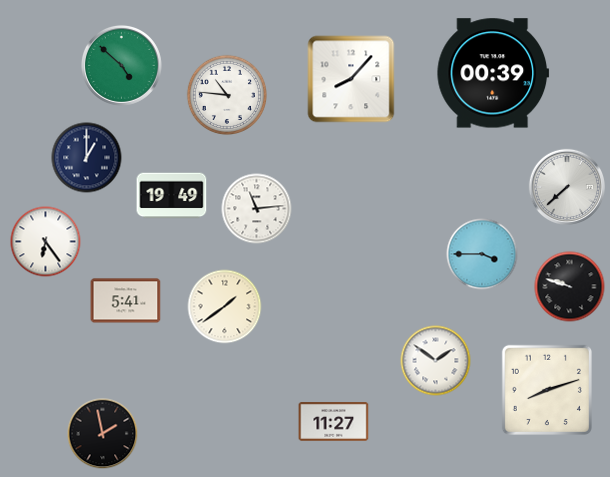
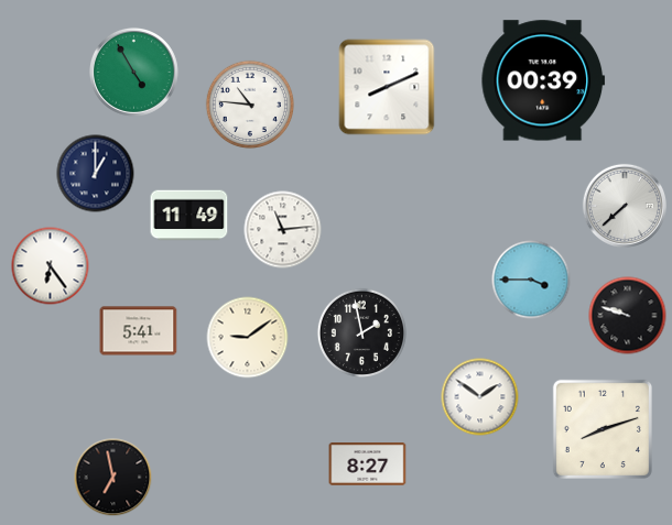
clock at (121, 65): 4:52 -> 4:55
clock at (351, 79): 8:07 -> 8:11
clock at (172, 196): 19:49 -> 11:49
clock at (361, 332): none -> 1:58
clock at (225, 307): 1:39 -> 9:09
clock at (334, 422): 11:27 -> 8:27
clock at (103, 434): 1:58 -> 6:58
